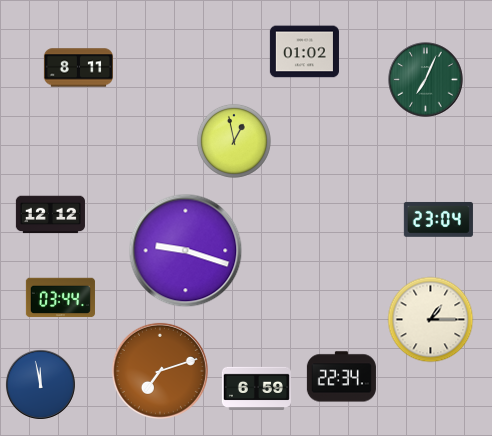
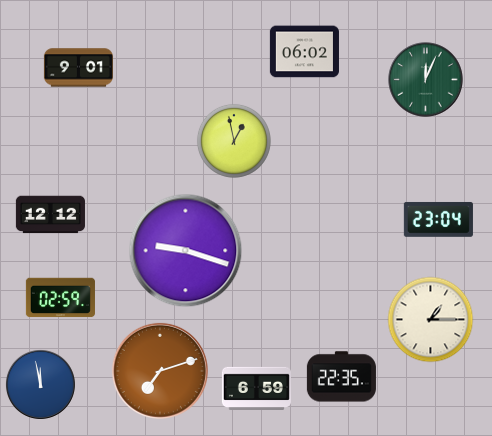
clock at (304, 52): 01:02 -> 06:02
clock at (78, 68): 8:11 -> 9:01
clock at (426, 80): 7:04 -> 12:04
clock at (60, 298): 03:44 -> 02:59
clock at (341, 377): 22:34 -> 22:35
